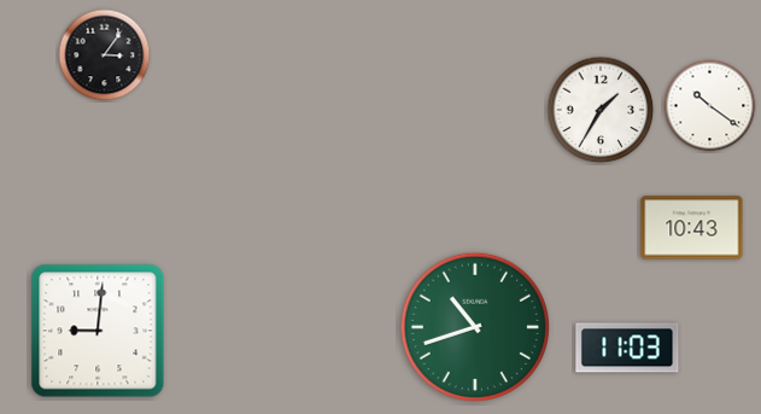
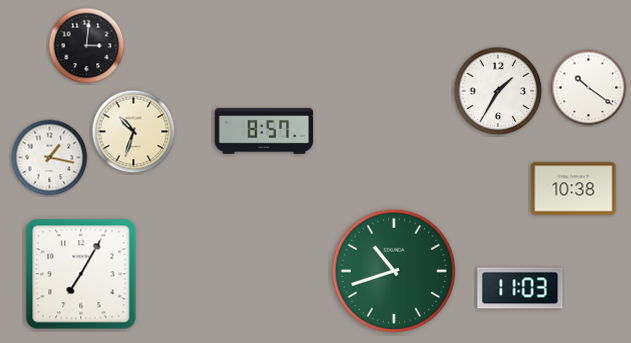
clock at (105, 56): 3:06 -> 3:01
clock at (264, 131): none -> 8:57
clock at (134, 132): none -> 10:33
clock at (50, 158): none -> 1:17
clock at (692, 228): 10:43 -> 10:38
clock at (98, 331): 9:01 -> 7:05
